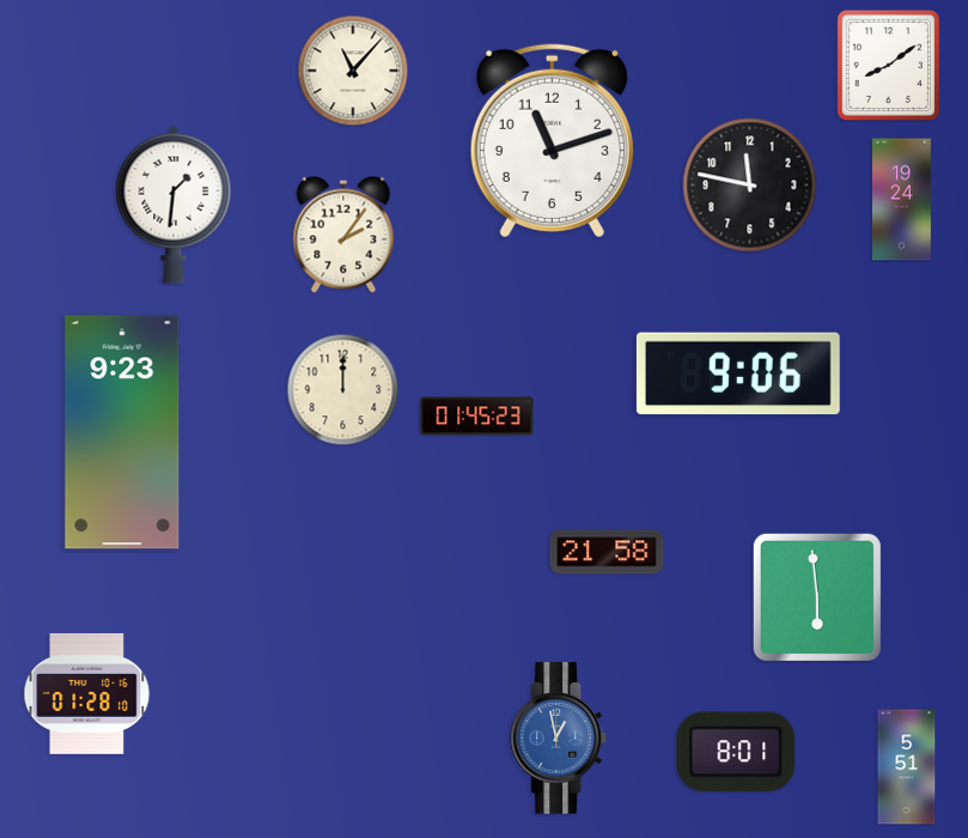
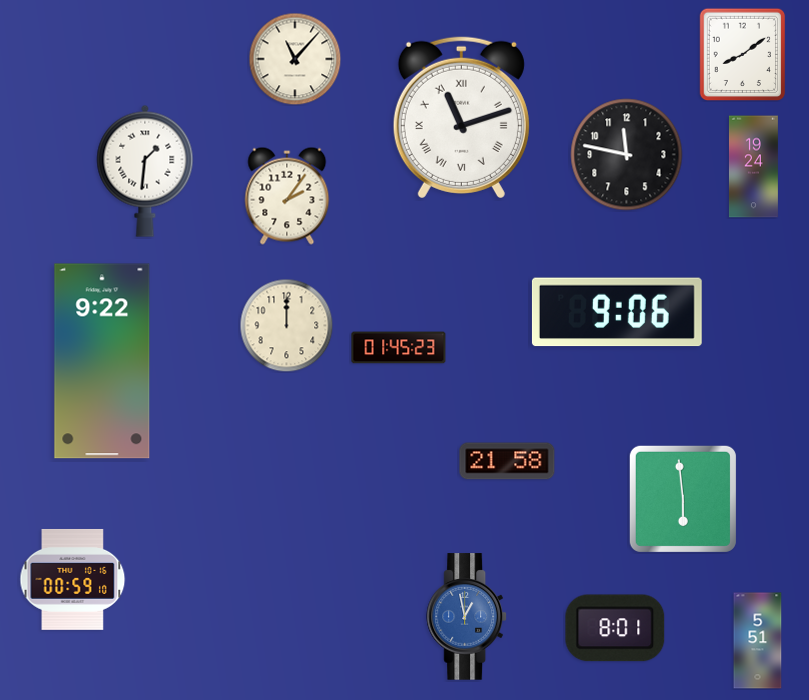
clock at (552, 140) numerals: Arabic -> Roman
clock at (122, 432): 9:23 -> 9:22
clock at (87, 693): 01:28 -> 00:59
